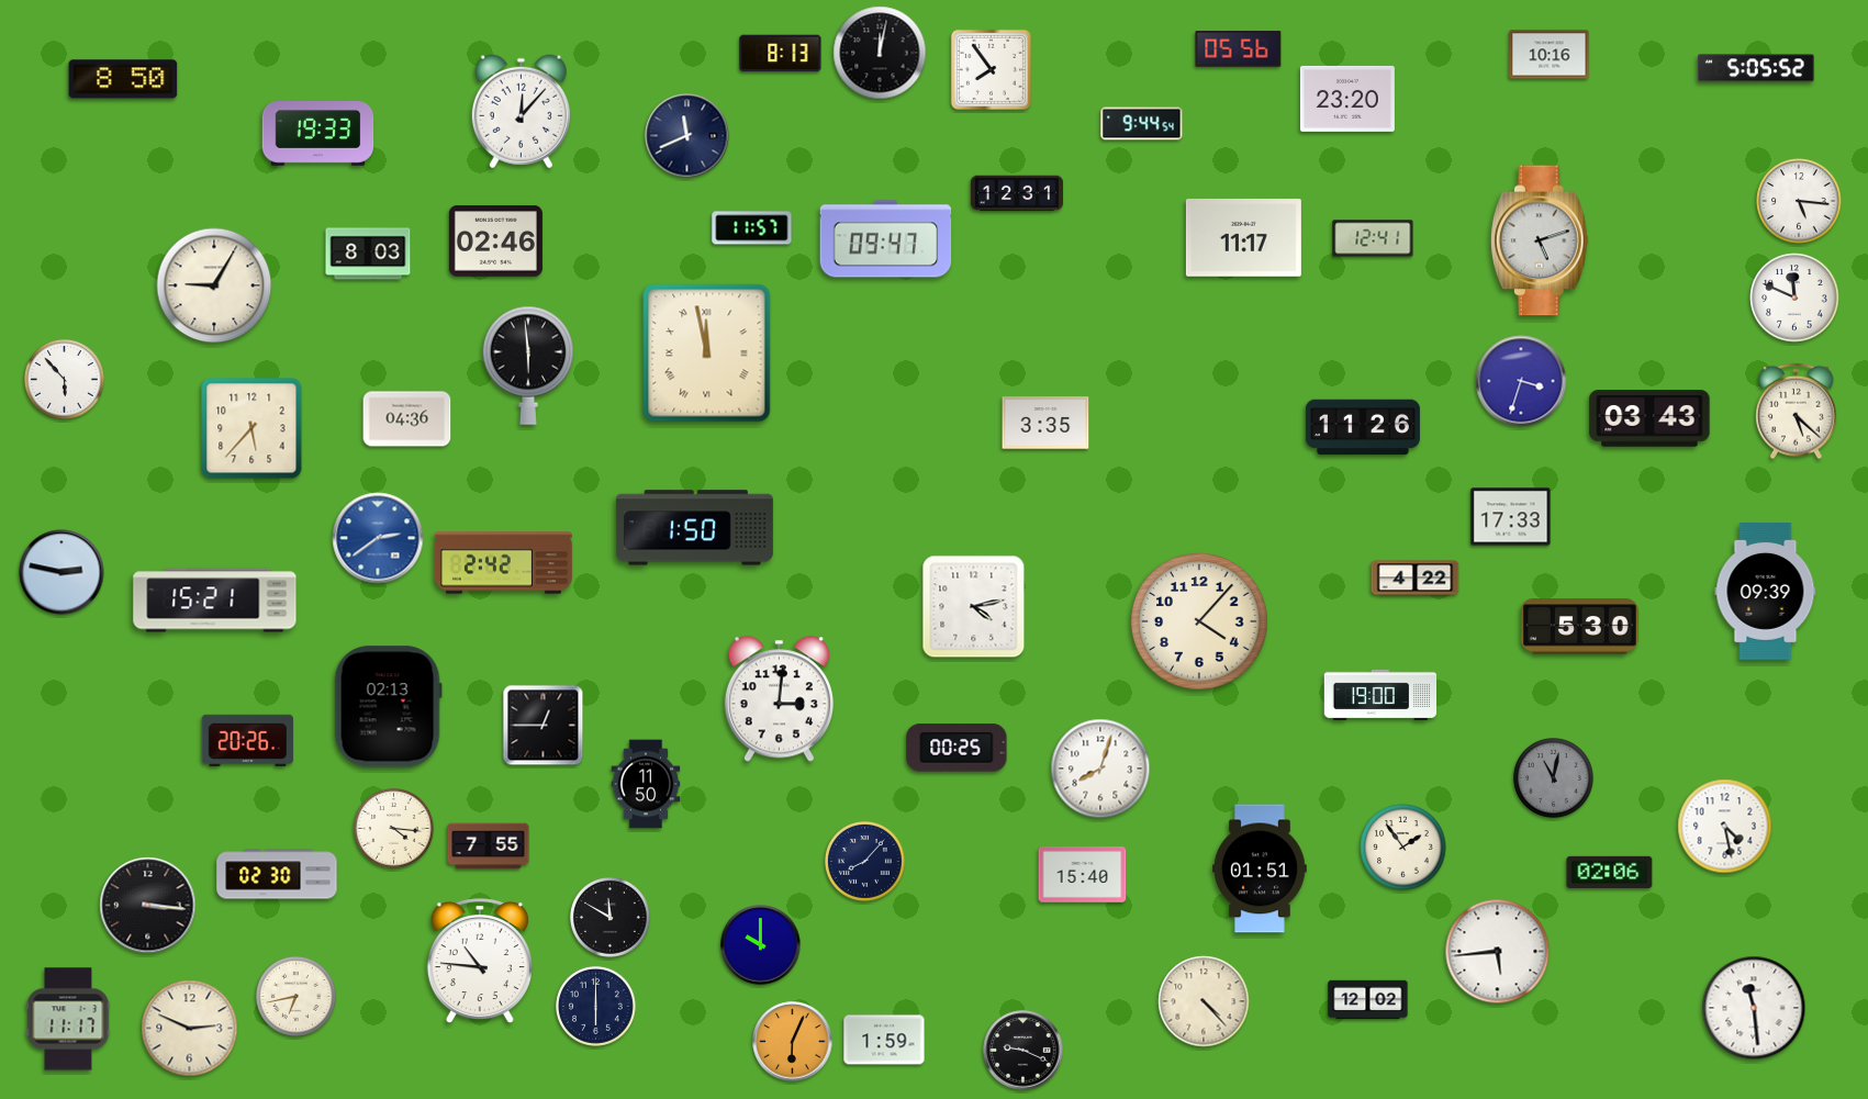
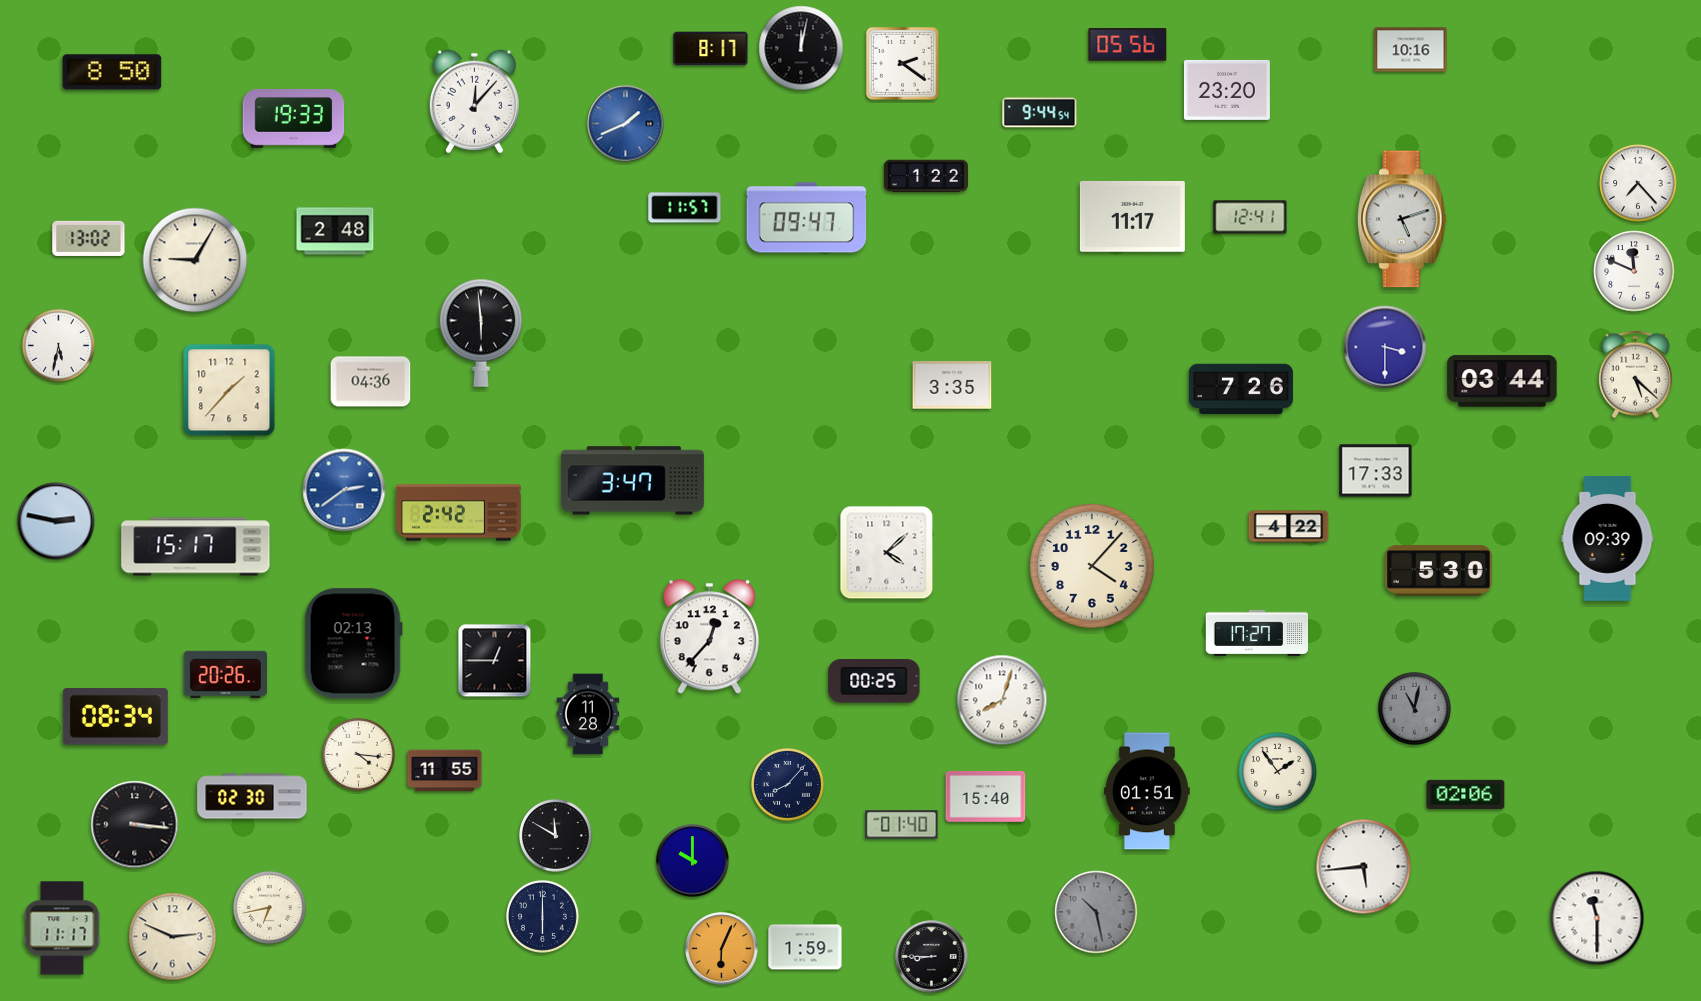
clock at (781, 54): 8:13 -> 8:17
clock at (1756, 68): 5:05 -> none
clock at (991, 69): 7:54 -> 2:21
clock at (318, 134) position: (318, 134) -> (294, 119)
clock at (687, 136): 11:41 -> 1:41
clock at (687, 136) dial: navy -> blue
clock at (1016, 193): 12:31 -> 1:22
clock at (1799, 201): 5:16 -> 7:23
clock at (495, 242): 02:46 -> none
clock at (368, 254): 8:03 -> 2:48
clock at (89, 238): none -> 13:02
clock at (707, 354): 11:58 -> none
clock at (65, 380): 5:53 -> 5:32
clock at (1521, 381): 3:33 -> 3:30
clock at (1649, 418): 03:43 -> 03:44
clock at (1363, 427): 11:26 -> 7:26
clock at (251, 428): 5:37 -> 1:37
clock at (694, 528): 1:50 -> 3:47
clock at (215, 601): 15:21 -> 15:17
clock at (974, 607): 4:13 -> 4:08
clock at (1380, 695): 19:00 -> 17:27
clock at (779, 699): 3:01 -> 12:37
clock at (957, 748) position: (957, 748) -> (874, 681)
clock at (646, 784): 11:50 -> 11:28
clock at (115, 717): none -> 08:34
clock at (1725, 827): 4:28 -> none
clock at (489, 846): 7:55 -> 11:55
clock at (902, 825): none -> 01:40
clock at (480, 962): 10:46 -> none
clock at (1368, 1000): 12:02 -> none
clock at (1204, 1001): 4:23 -> 10:28
clock at (1204, 1001) dial: cream -> grey
clock at (1754, 1008): 11:29 -> 11:30
clock at (1024, 1051): 9:19 -> 8:45
